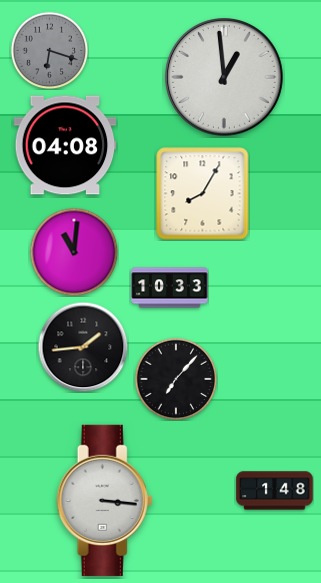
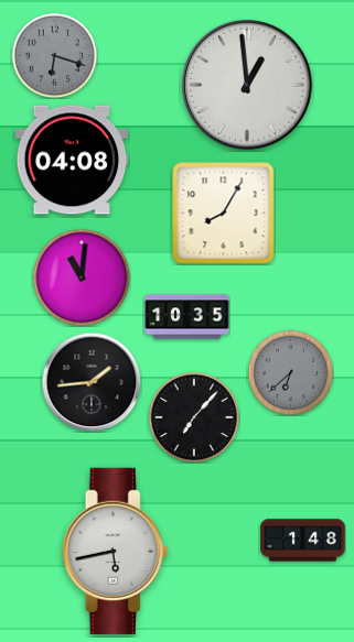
clock at (170, 288): 10:33 -> 10:35
clock at (290, 372): none -> 6:38
clock at (105, 500): 3:16 -> 5:43
